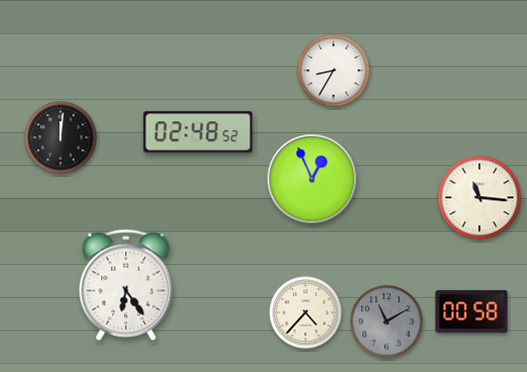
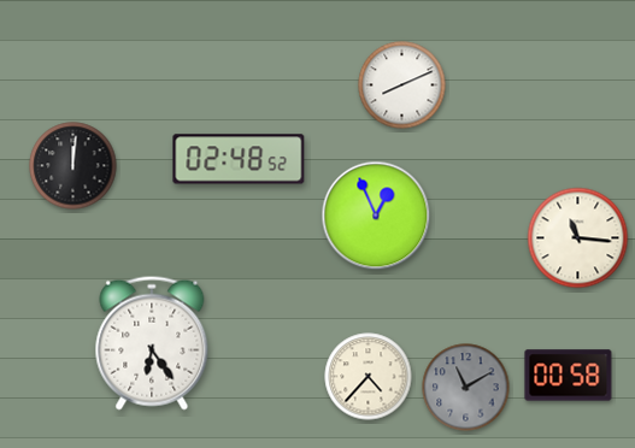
clock at (334, 71): 8:35 -> 8:11
